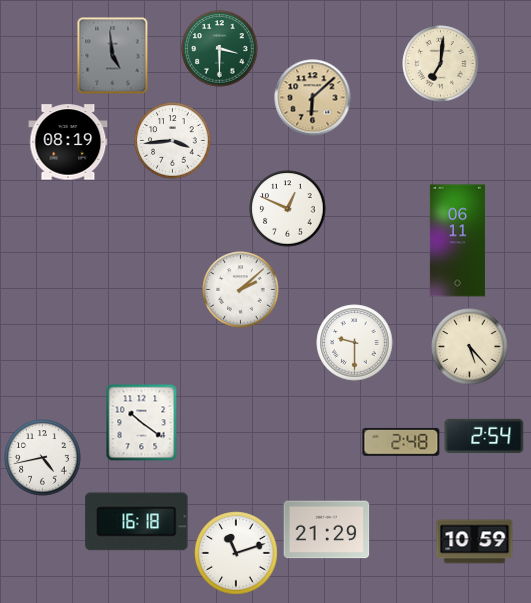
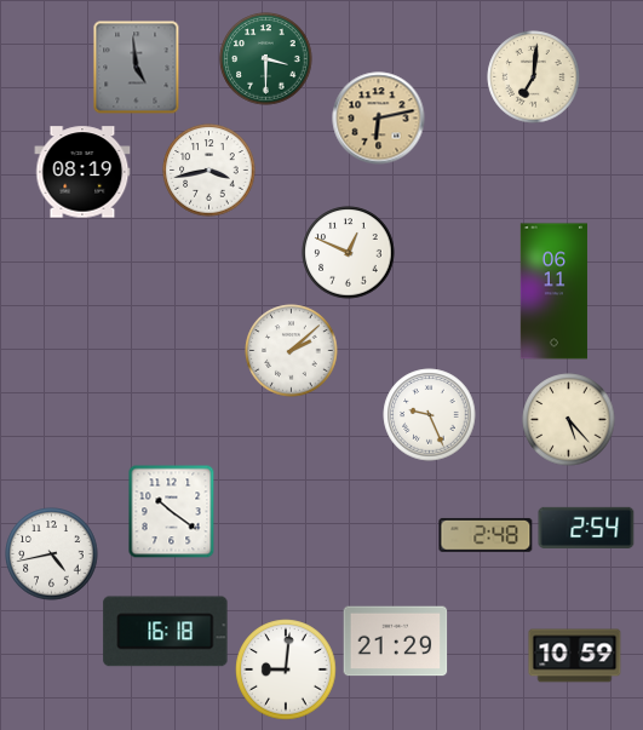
clock at (313, 98): 6:08 -> 6:13
clock at (173, 141): 3:44 -> 3:43
clock at (355, 343): 9:30 -> 9:26
clock at (236, 553): 11:12 -> 9:01
